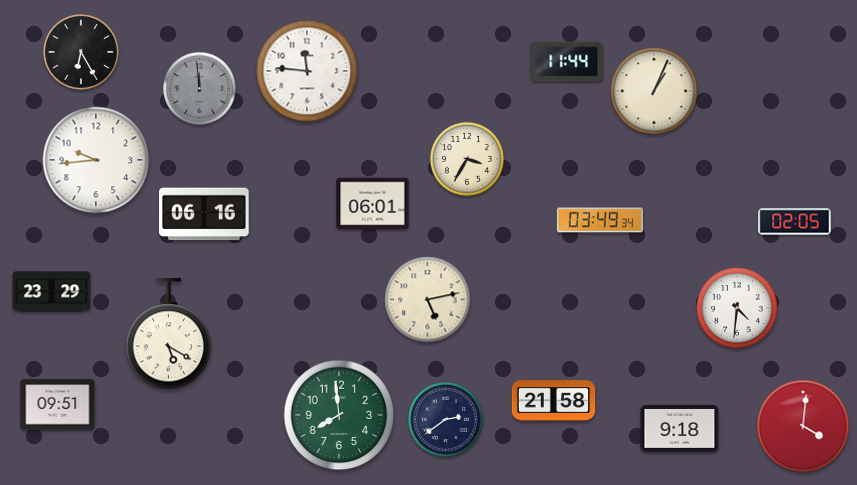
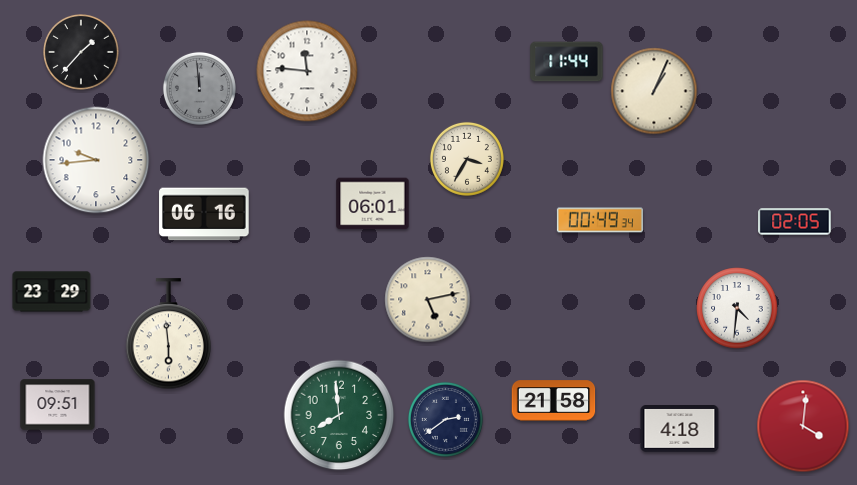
clock at (82, 53): 6:25 -> 1:37
clock at (600, 220): 03:49 -> 00:49
clock at (169, 334): 5:20 -> 5:59
clock at (680, 429): 9:18 -> 4:18
